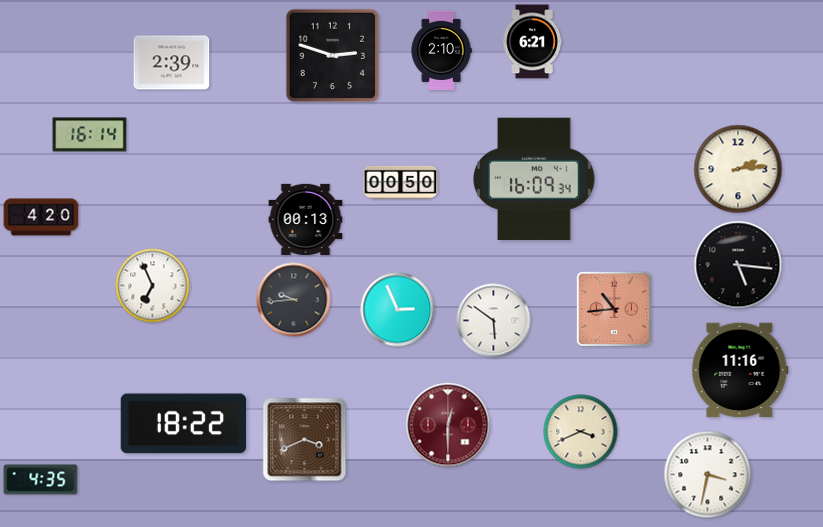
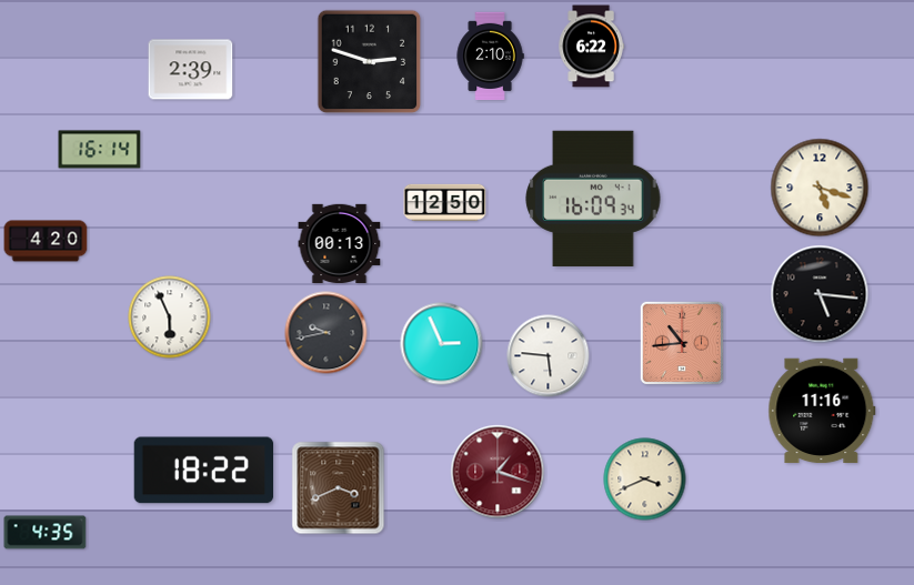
clock at (532, 42): 6:21 -> 6:22
clock at (738, 169): 2:14 -> 5:18
clock at (401, 182): 00:50 -> 12:50
clock at (153, 286): 6:56 -> 5:56
clock at (294, 300): 9:44 -> 9:43
clock at (494, 321): 5:51 -> 5:46
clock at (448, 425): 12:30 -> 1:18
clock at (708, 475): 3:32 -> none
